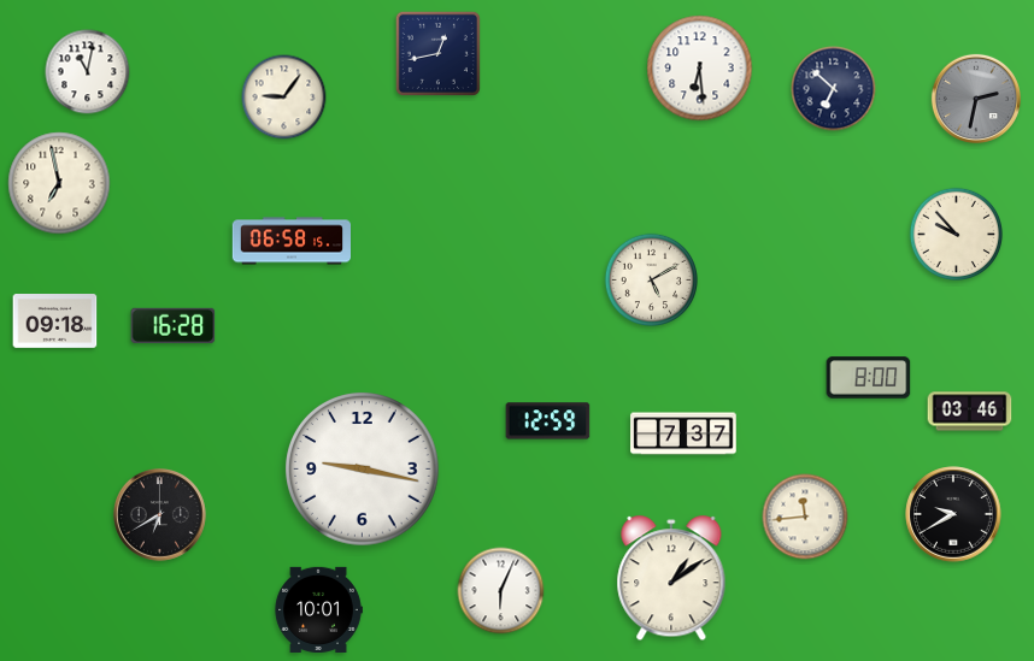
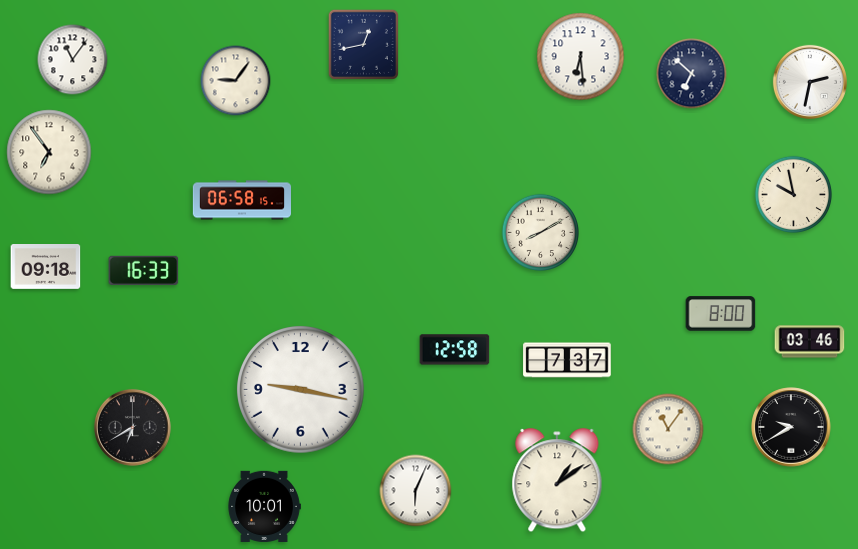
clock at (88, 72): 11:02 -> 11:06
clock at (976, 99) dial: grey -> white
clock at (59, 183): 6:58 -> 6:54
clock at (956, 234): 9:53 -> 9:58
clock at (651, 279): 5:10 -> 8:10
clock at (174, 325): 16:28 -> 16:33
clock at (970, 412) position: (970, 412) -> (810, 342)
clock at (548, 421): 12:59 -> 12:58
clock at (805, 517): 11:44 -> 11:06
